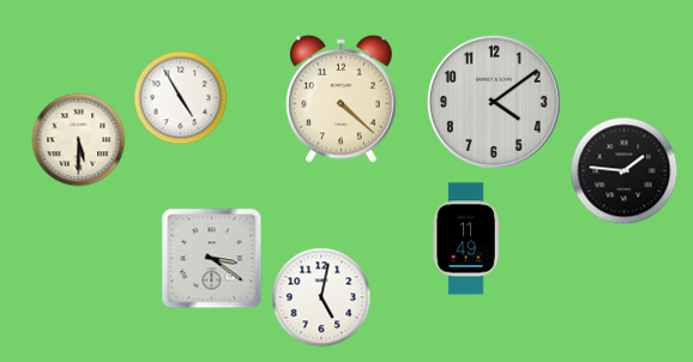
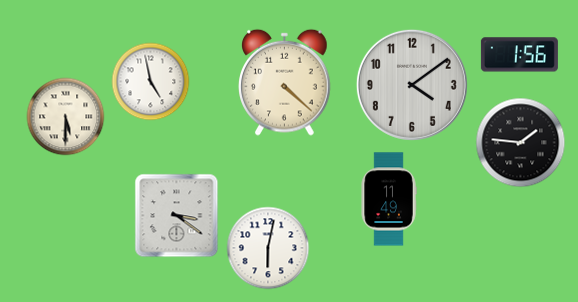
clock at (519, 55): none -> 1:56
clock at (180, 97): 4:55 -> 4:58
clock at (321, 297): 5:02 -> 6:02
